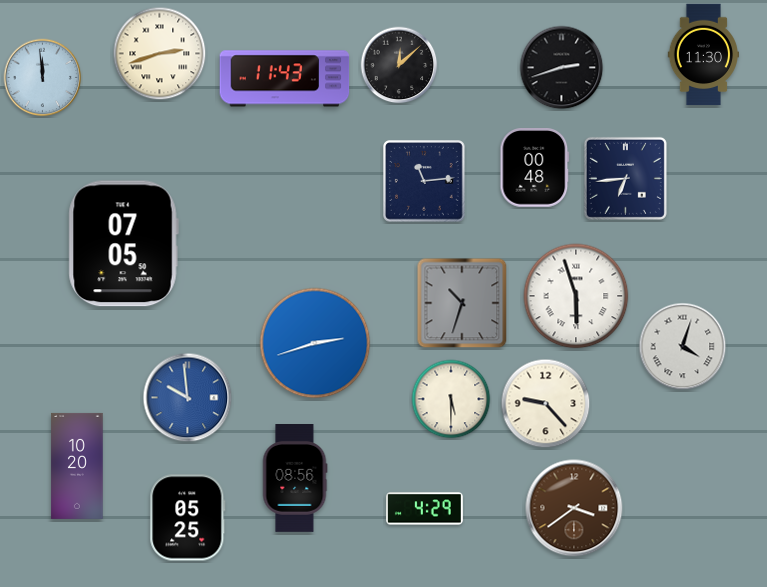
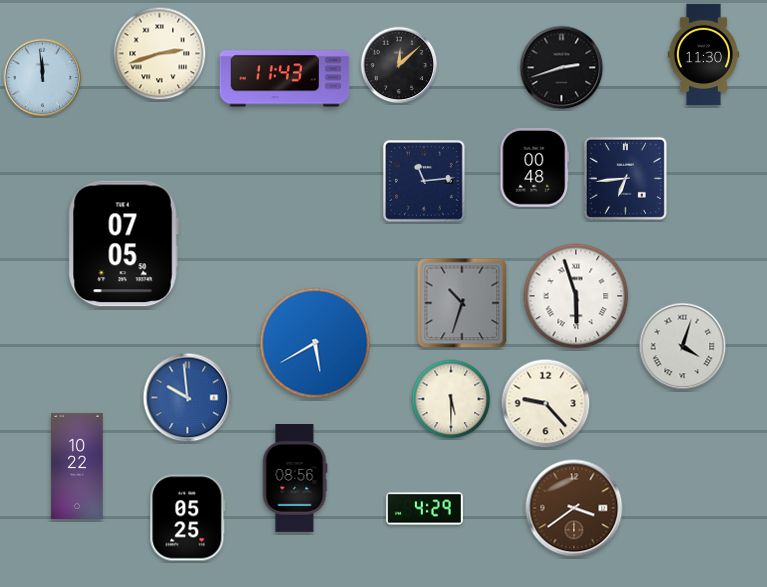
clock at (315, 343): 2:42 -> 5:40
clock at (77, 466): 10:20 -> 10:22
